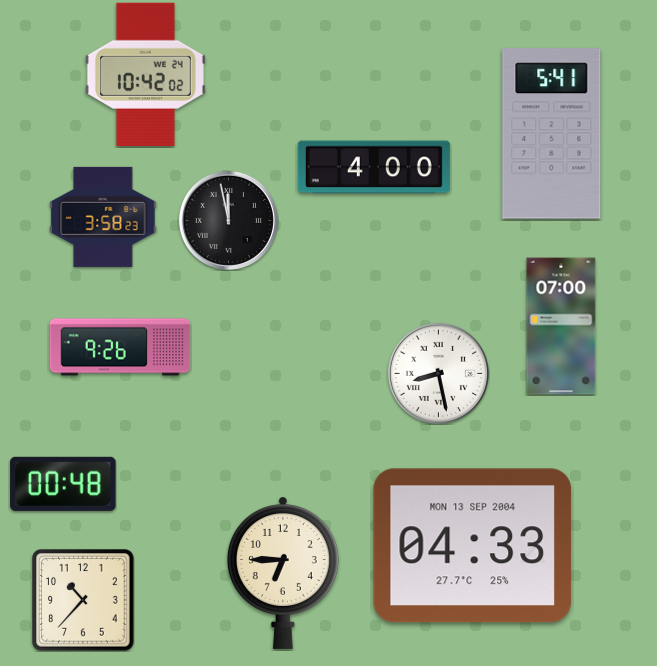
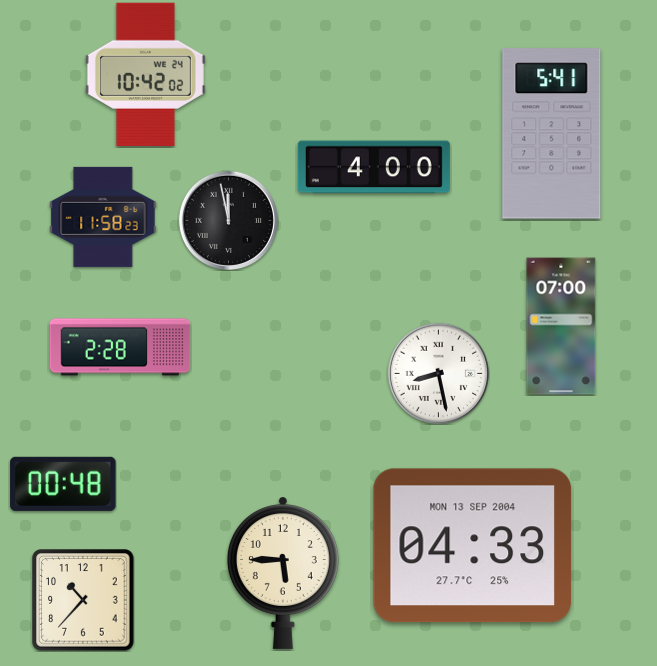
clock at (103, 217): 3:58 -> 11:58
clock at (120, 347): 9:26 -> 2:28
clock at (283, 573): 6:45 -> 5:45
